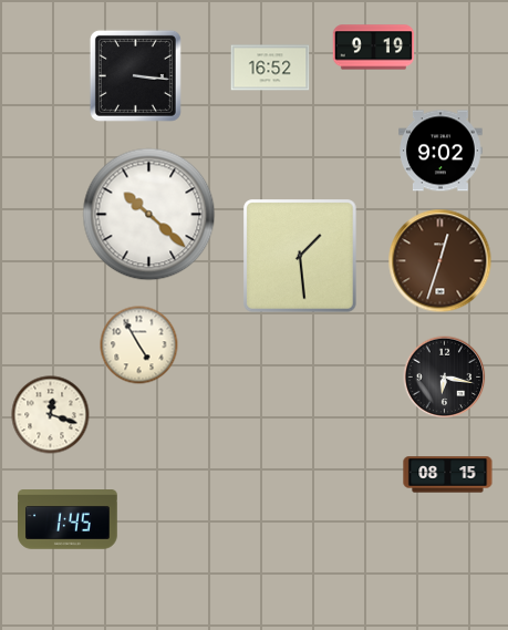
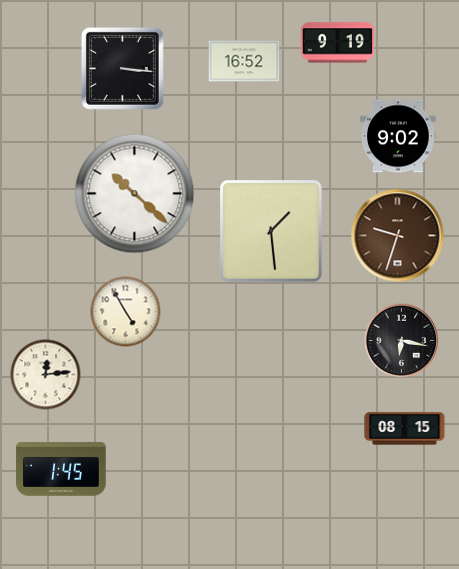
clock at (440, 261): 12:33 -> 9:33
clock at (51, 415): 12:18 -> 12:14
